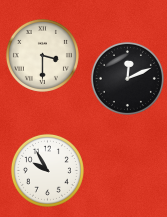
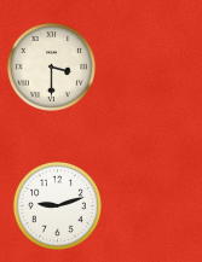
clock at (127, 78): 12:11 -> none
clock at (47, 170): 9:55 -> 9:12
